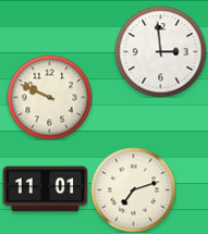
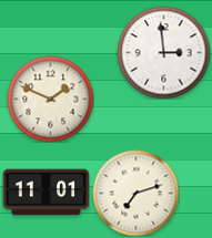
clock at (49, 97): 9:49 -> 1:49
